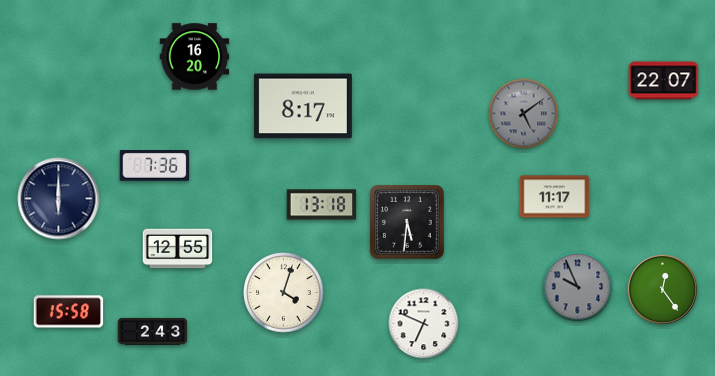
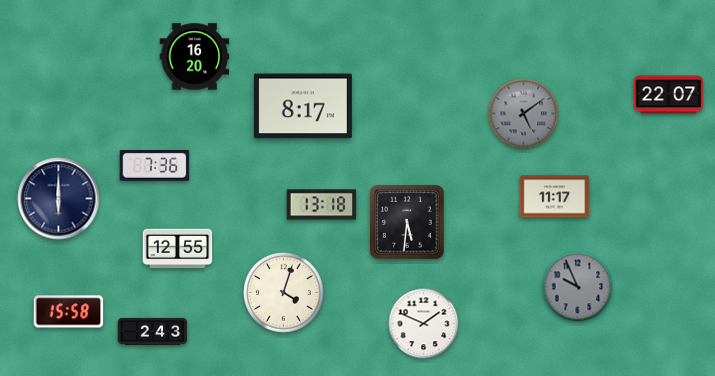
clock at (664, 81) position: (664, 81) -> (669, 95)
clock at (663, 290): 12:24 -> none
clock at (424, 324): 6:49 -> 1:49
